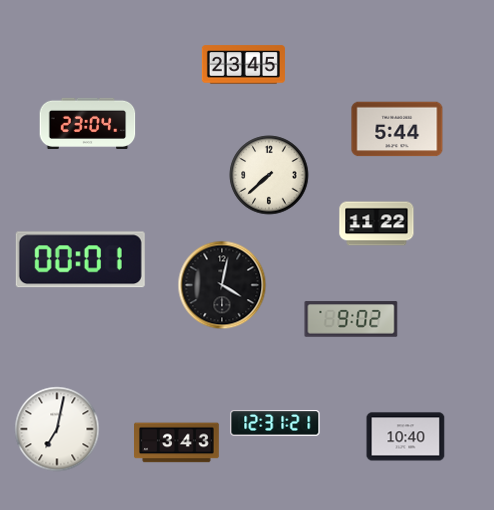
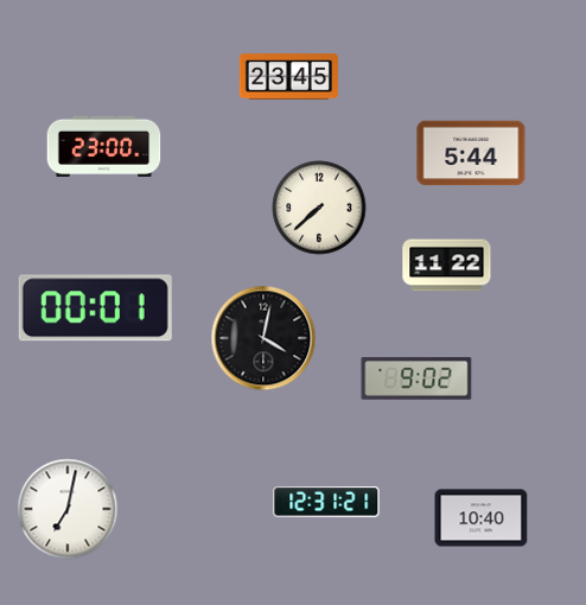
clock at (88, 123): 23:04 -> 23:00
clock at (177, 443): 3:43 -> none
